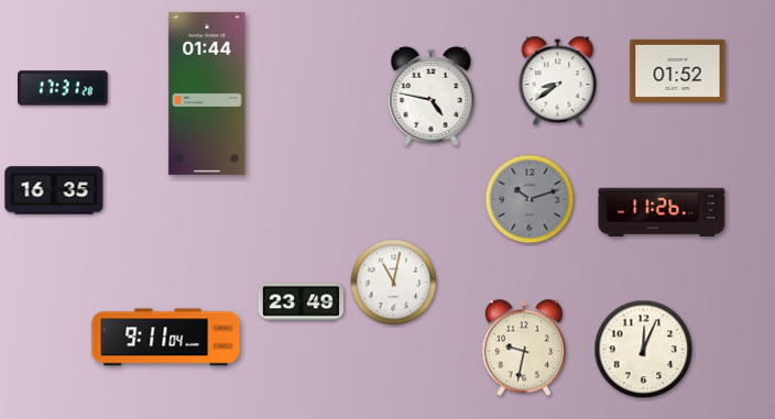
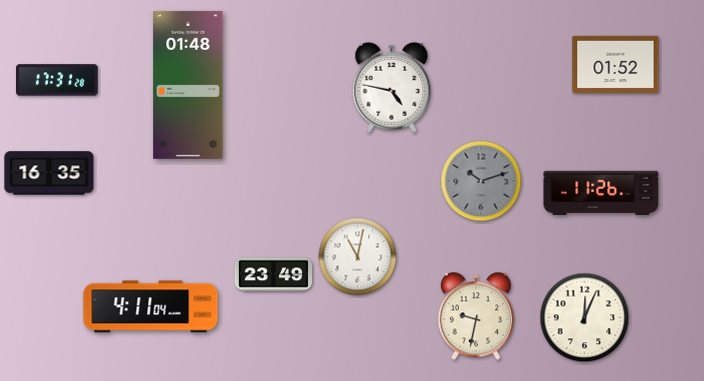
clock at (558, 81): 8:39 -> none
clock at (207, 93): 01:44 -> 01:48
clock at (166, 338): 9:11 -> 4:11
